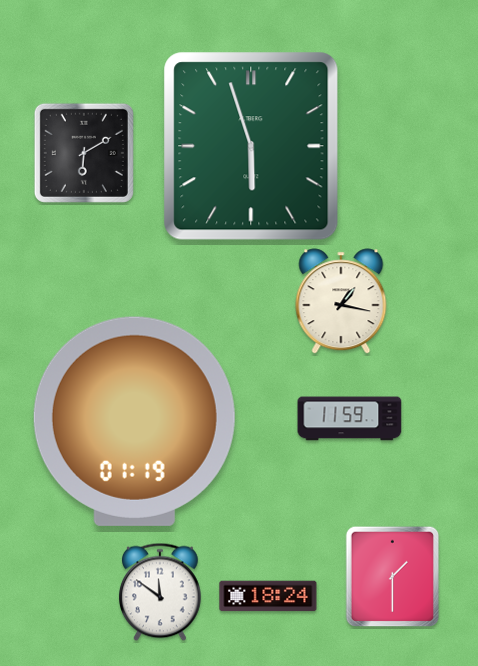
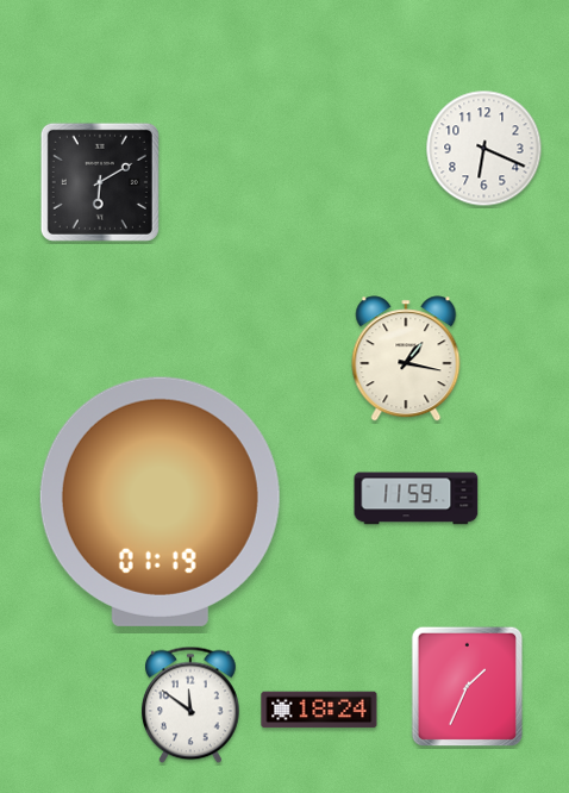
clock at (484, 149): none -> 6:19
clock at (251, 146): 5:57 -> none
clock at (393, 577): 1:30 -> 1:34
